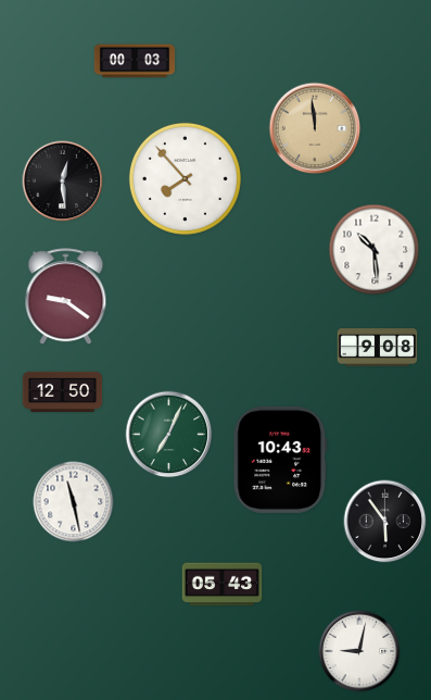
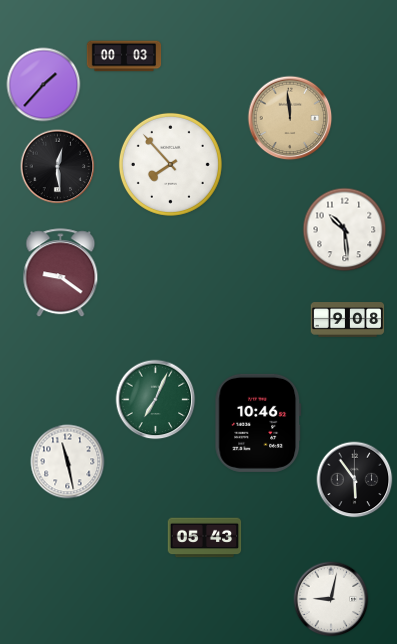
clock at (44, 85): none -> 1:37
clock at (63, 391): 12:50 -> none
clock at (280, 460): 10:43 -> 10:46
